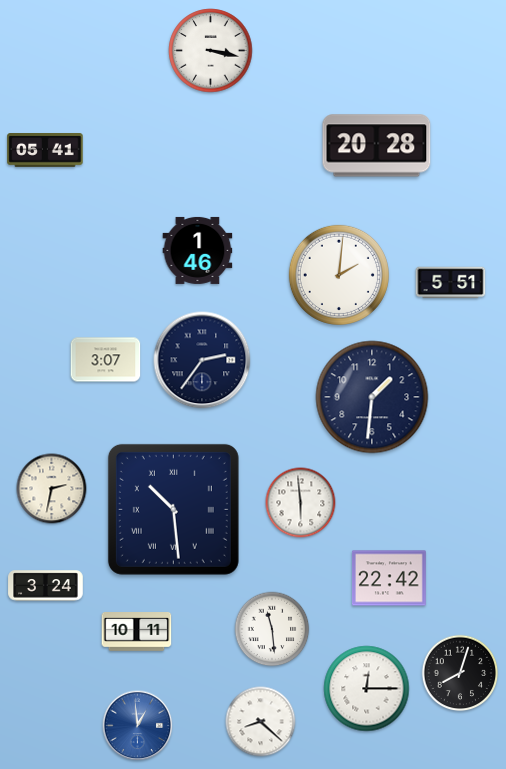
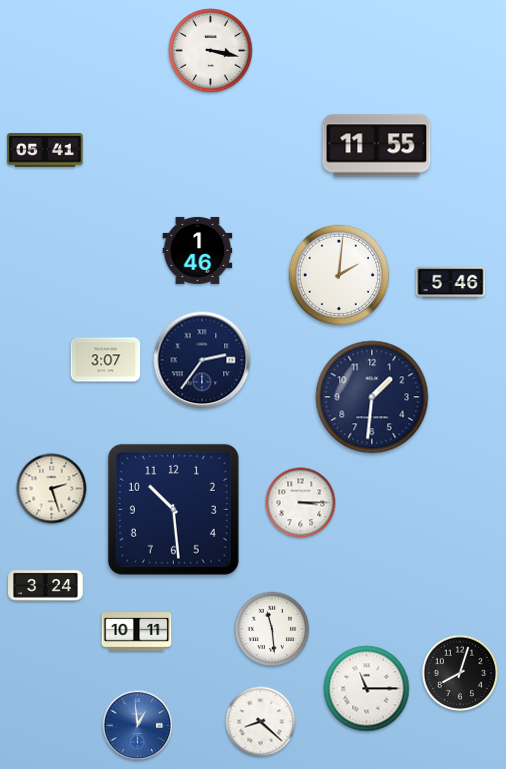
clock at (377, 146): 20:28 -> 11:55
clock at (451, 283): 5:51 -> 5:46
clock at (52, 489): 2:32 -> 2:27
clock at (301, 503): 5:59 -> 3:15
clock at (173, 509) numerals: Roman -> Arabic
clock at (389, 578): 22:42 -> none
clock at (367, 689): 12:15 -> 11:15
